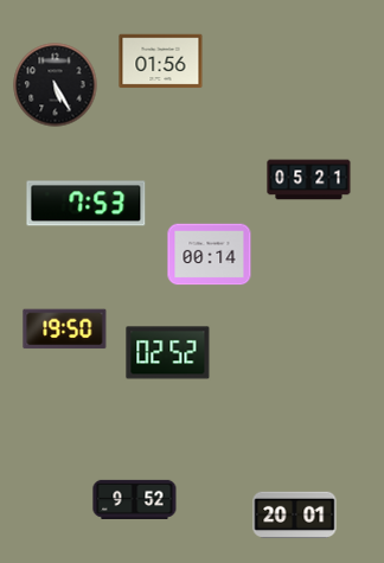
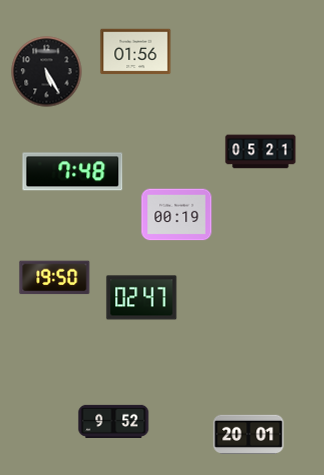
clock at (87, 204): 7:53 -> 7:48
clock at (210, 255): 00:14 -> 00:19
clock at (168, 353): 02:52 -> 02:47
